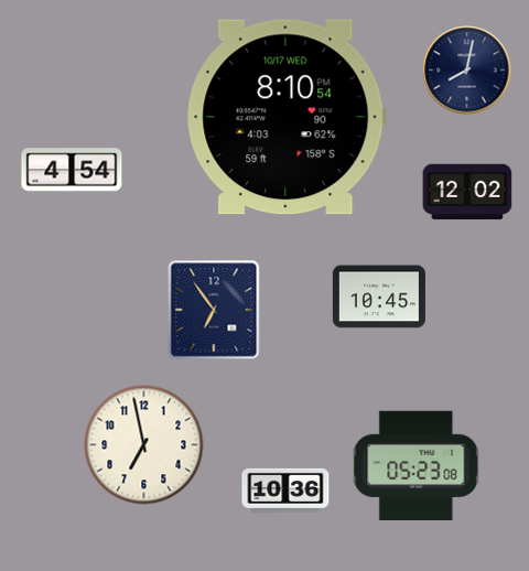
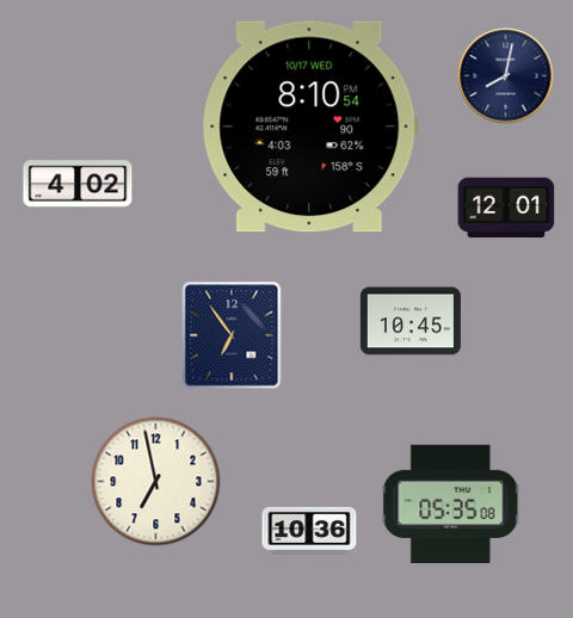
clock at (72, 170): 4:54 -> 4:02
clock at (467, 192): 12:02 -> 12:01
clock at (417, 466): 05:23 -> 05:35
